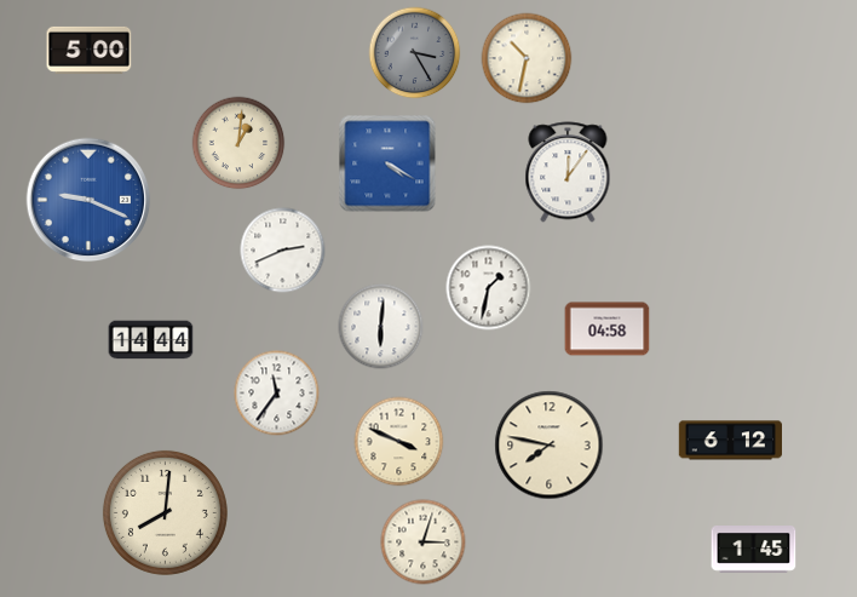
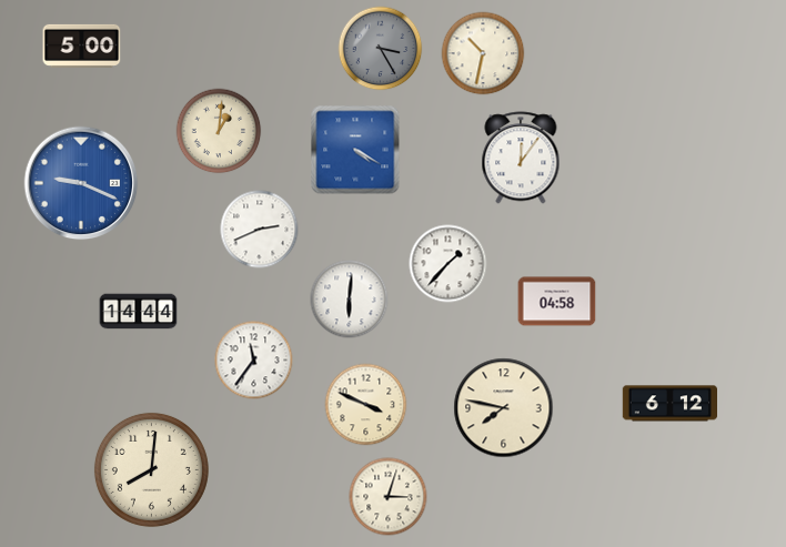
clock at (489, 288): 1:32 -> 1:37
clock at (754, 550): 1:45 -> none
